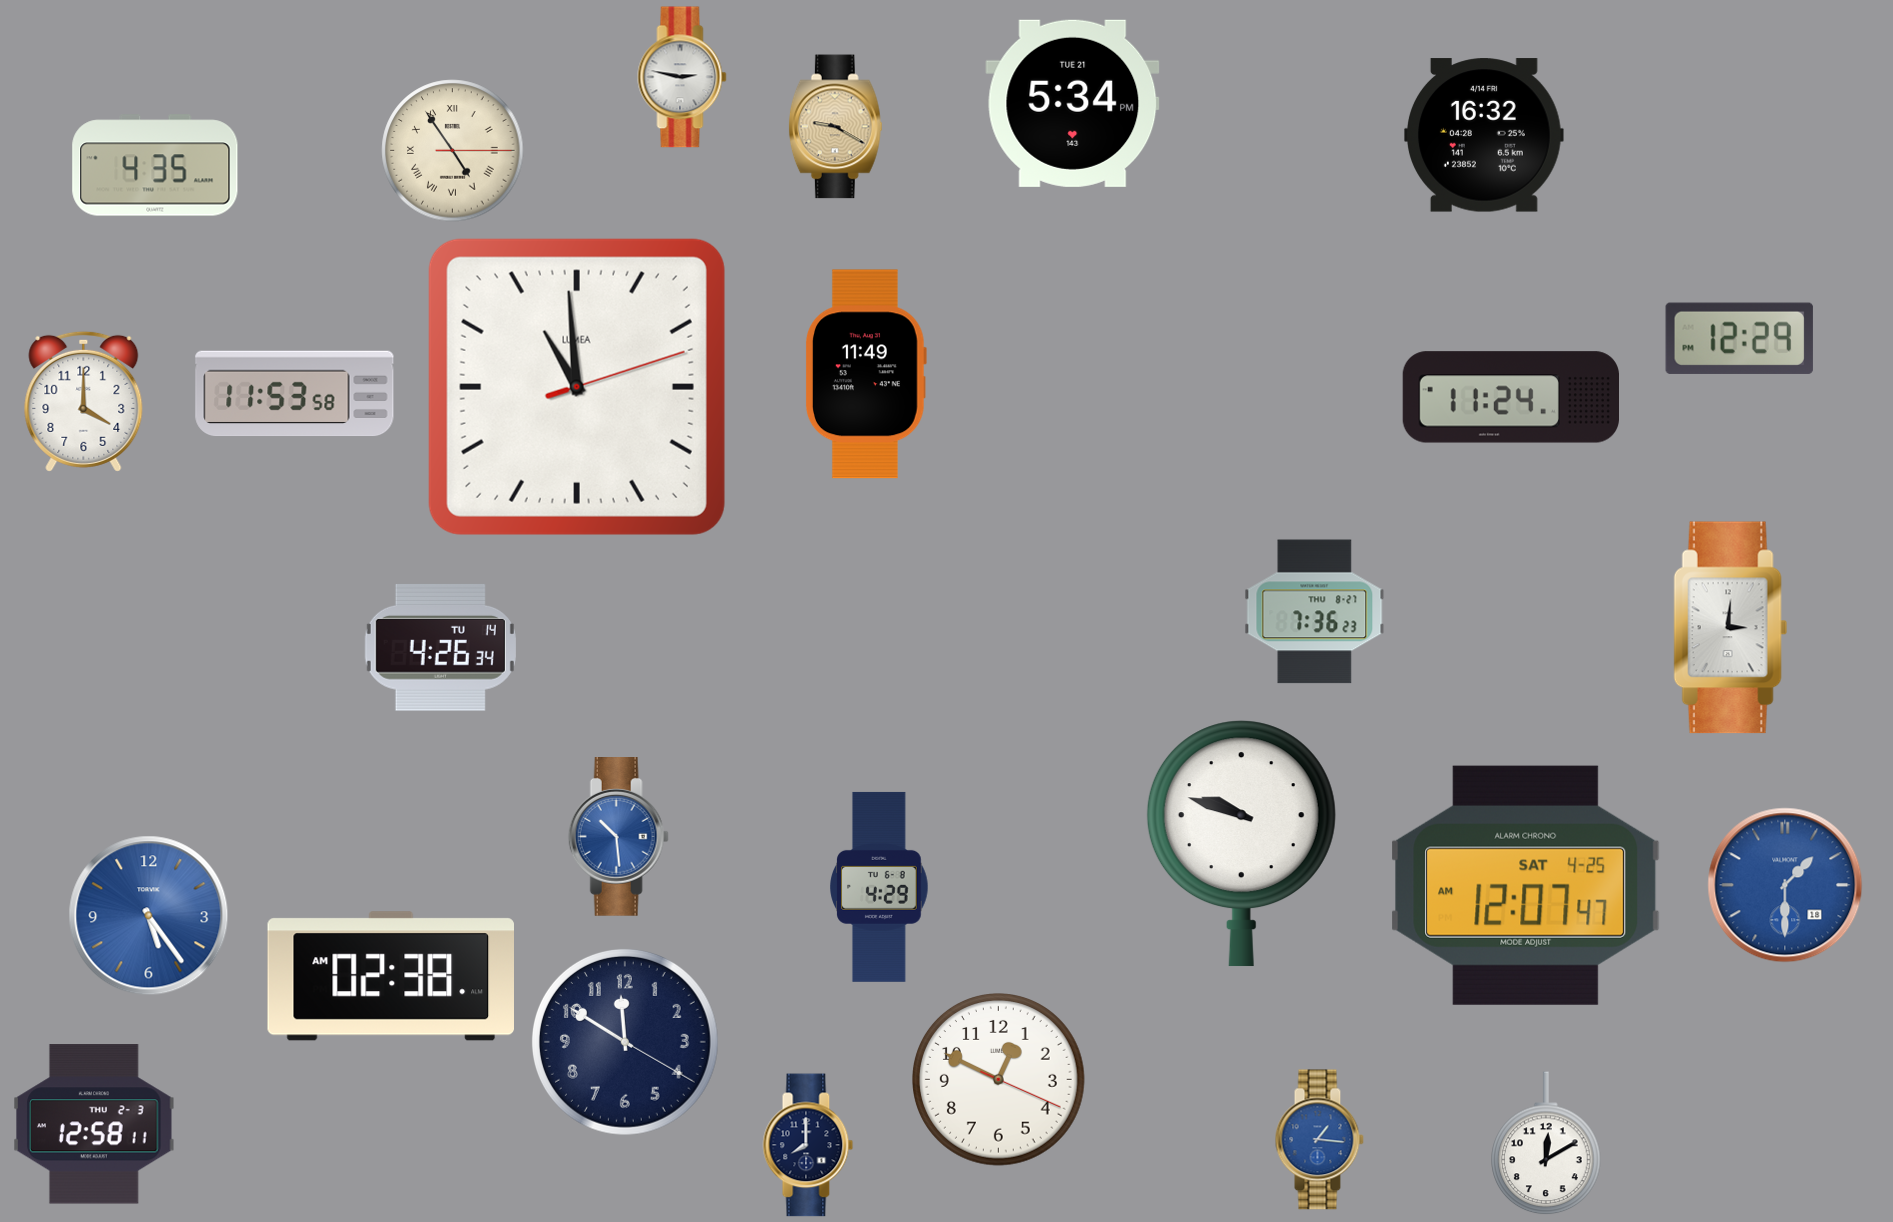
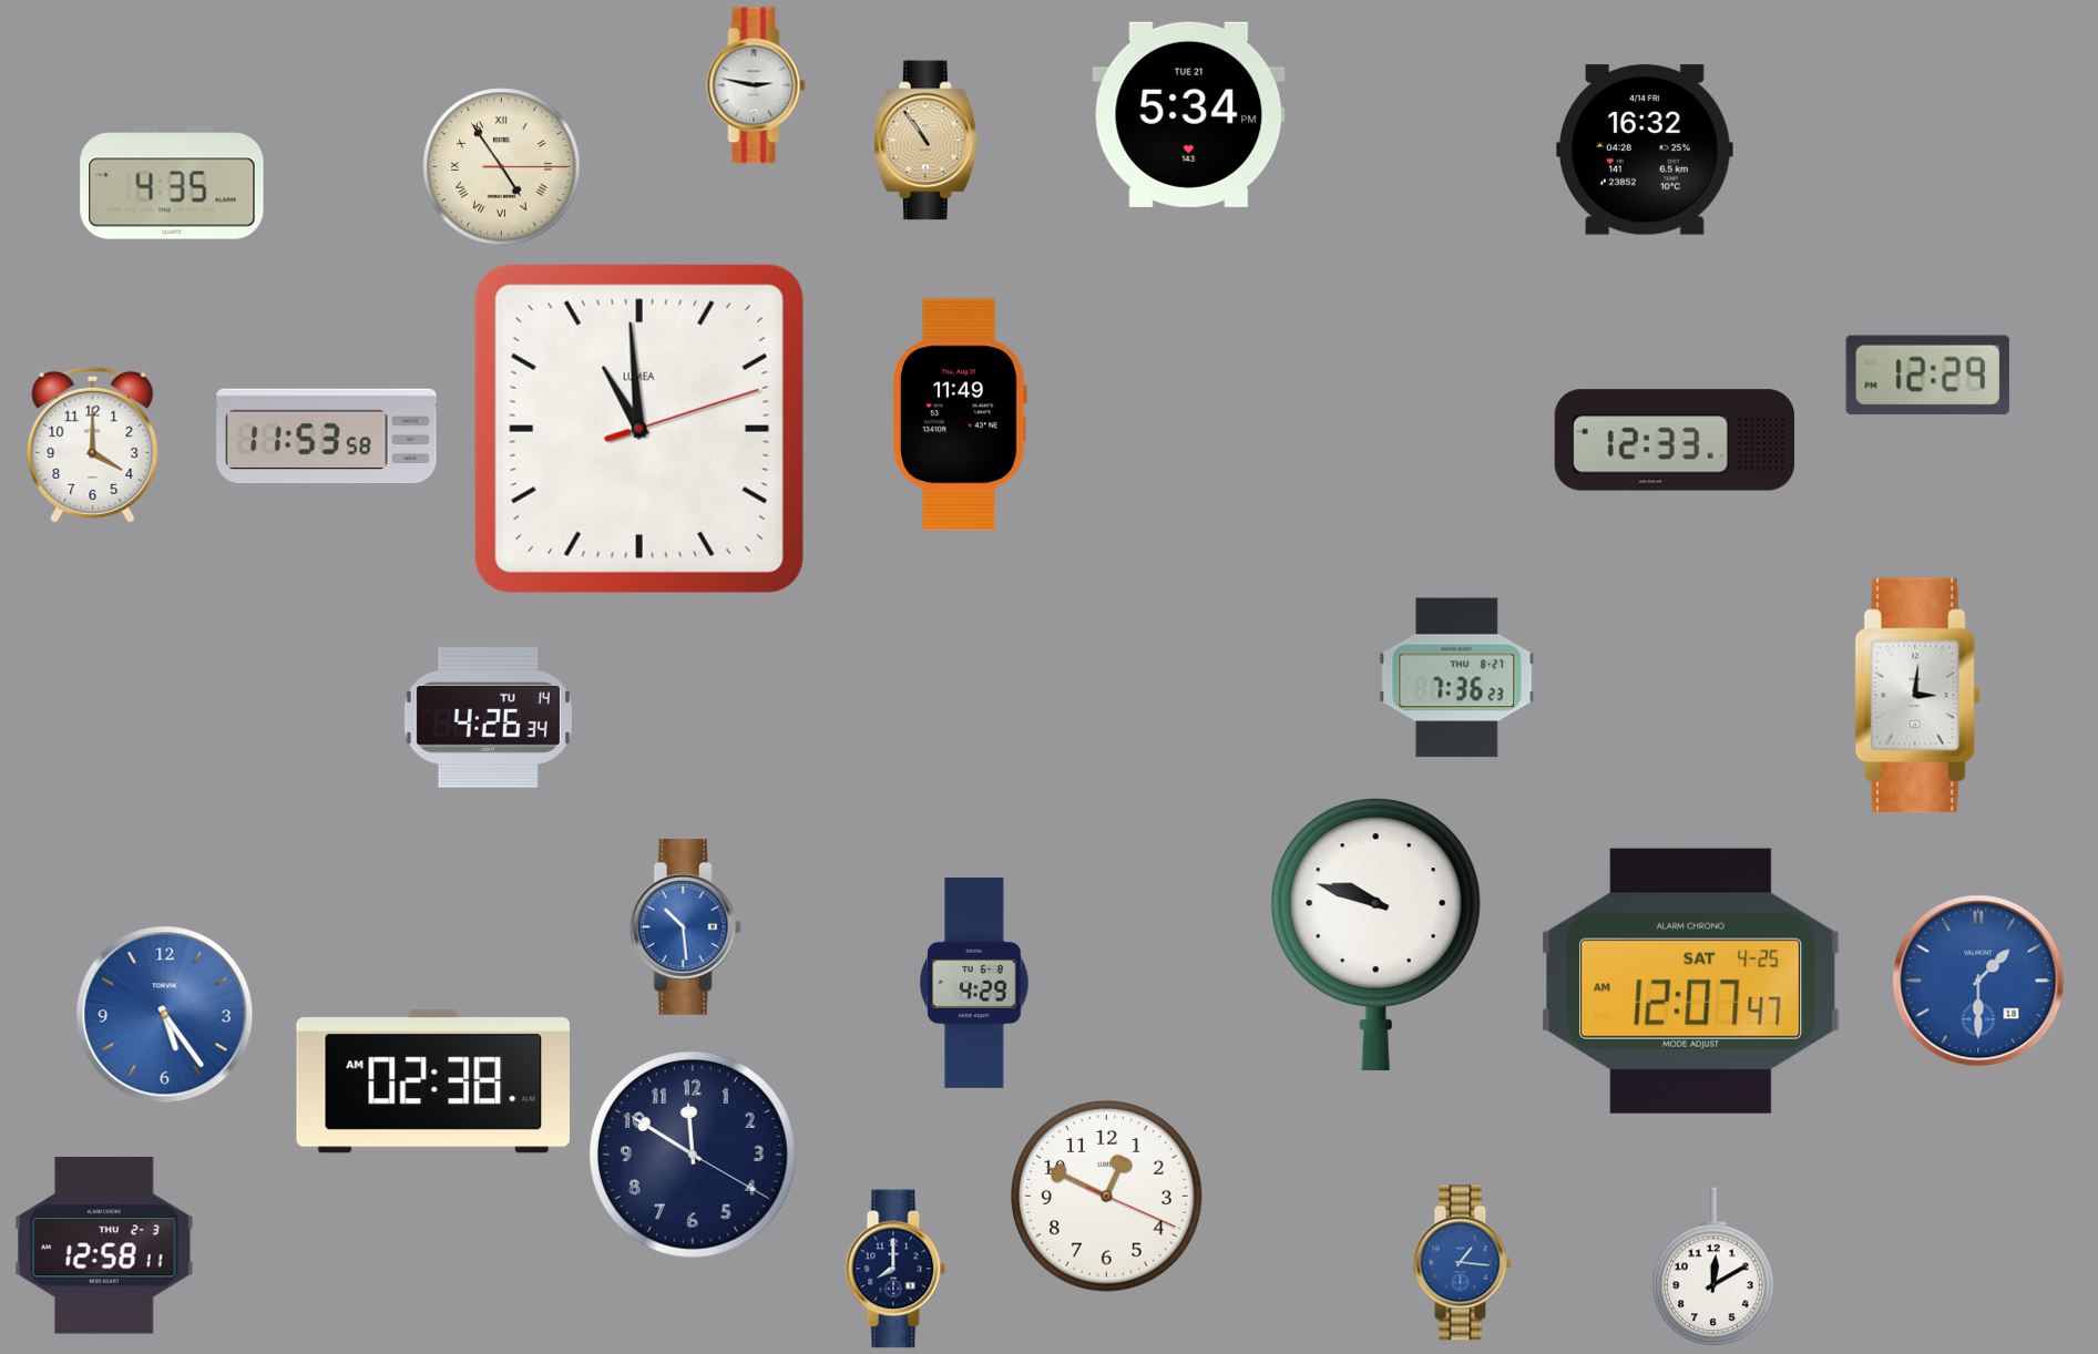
clock at (835, 127): 9:20 -> 10:54
clock at (1510, 397): 11:24 -> 12:33
